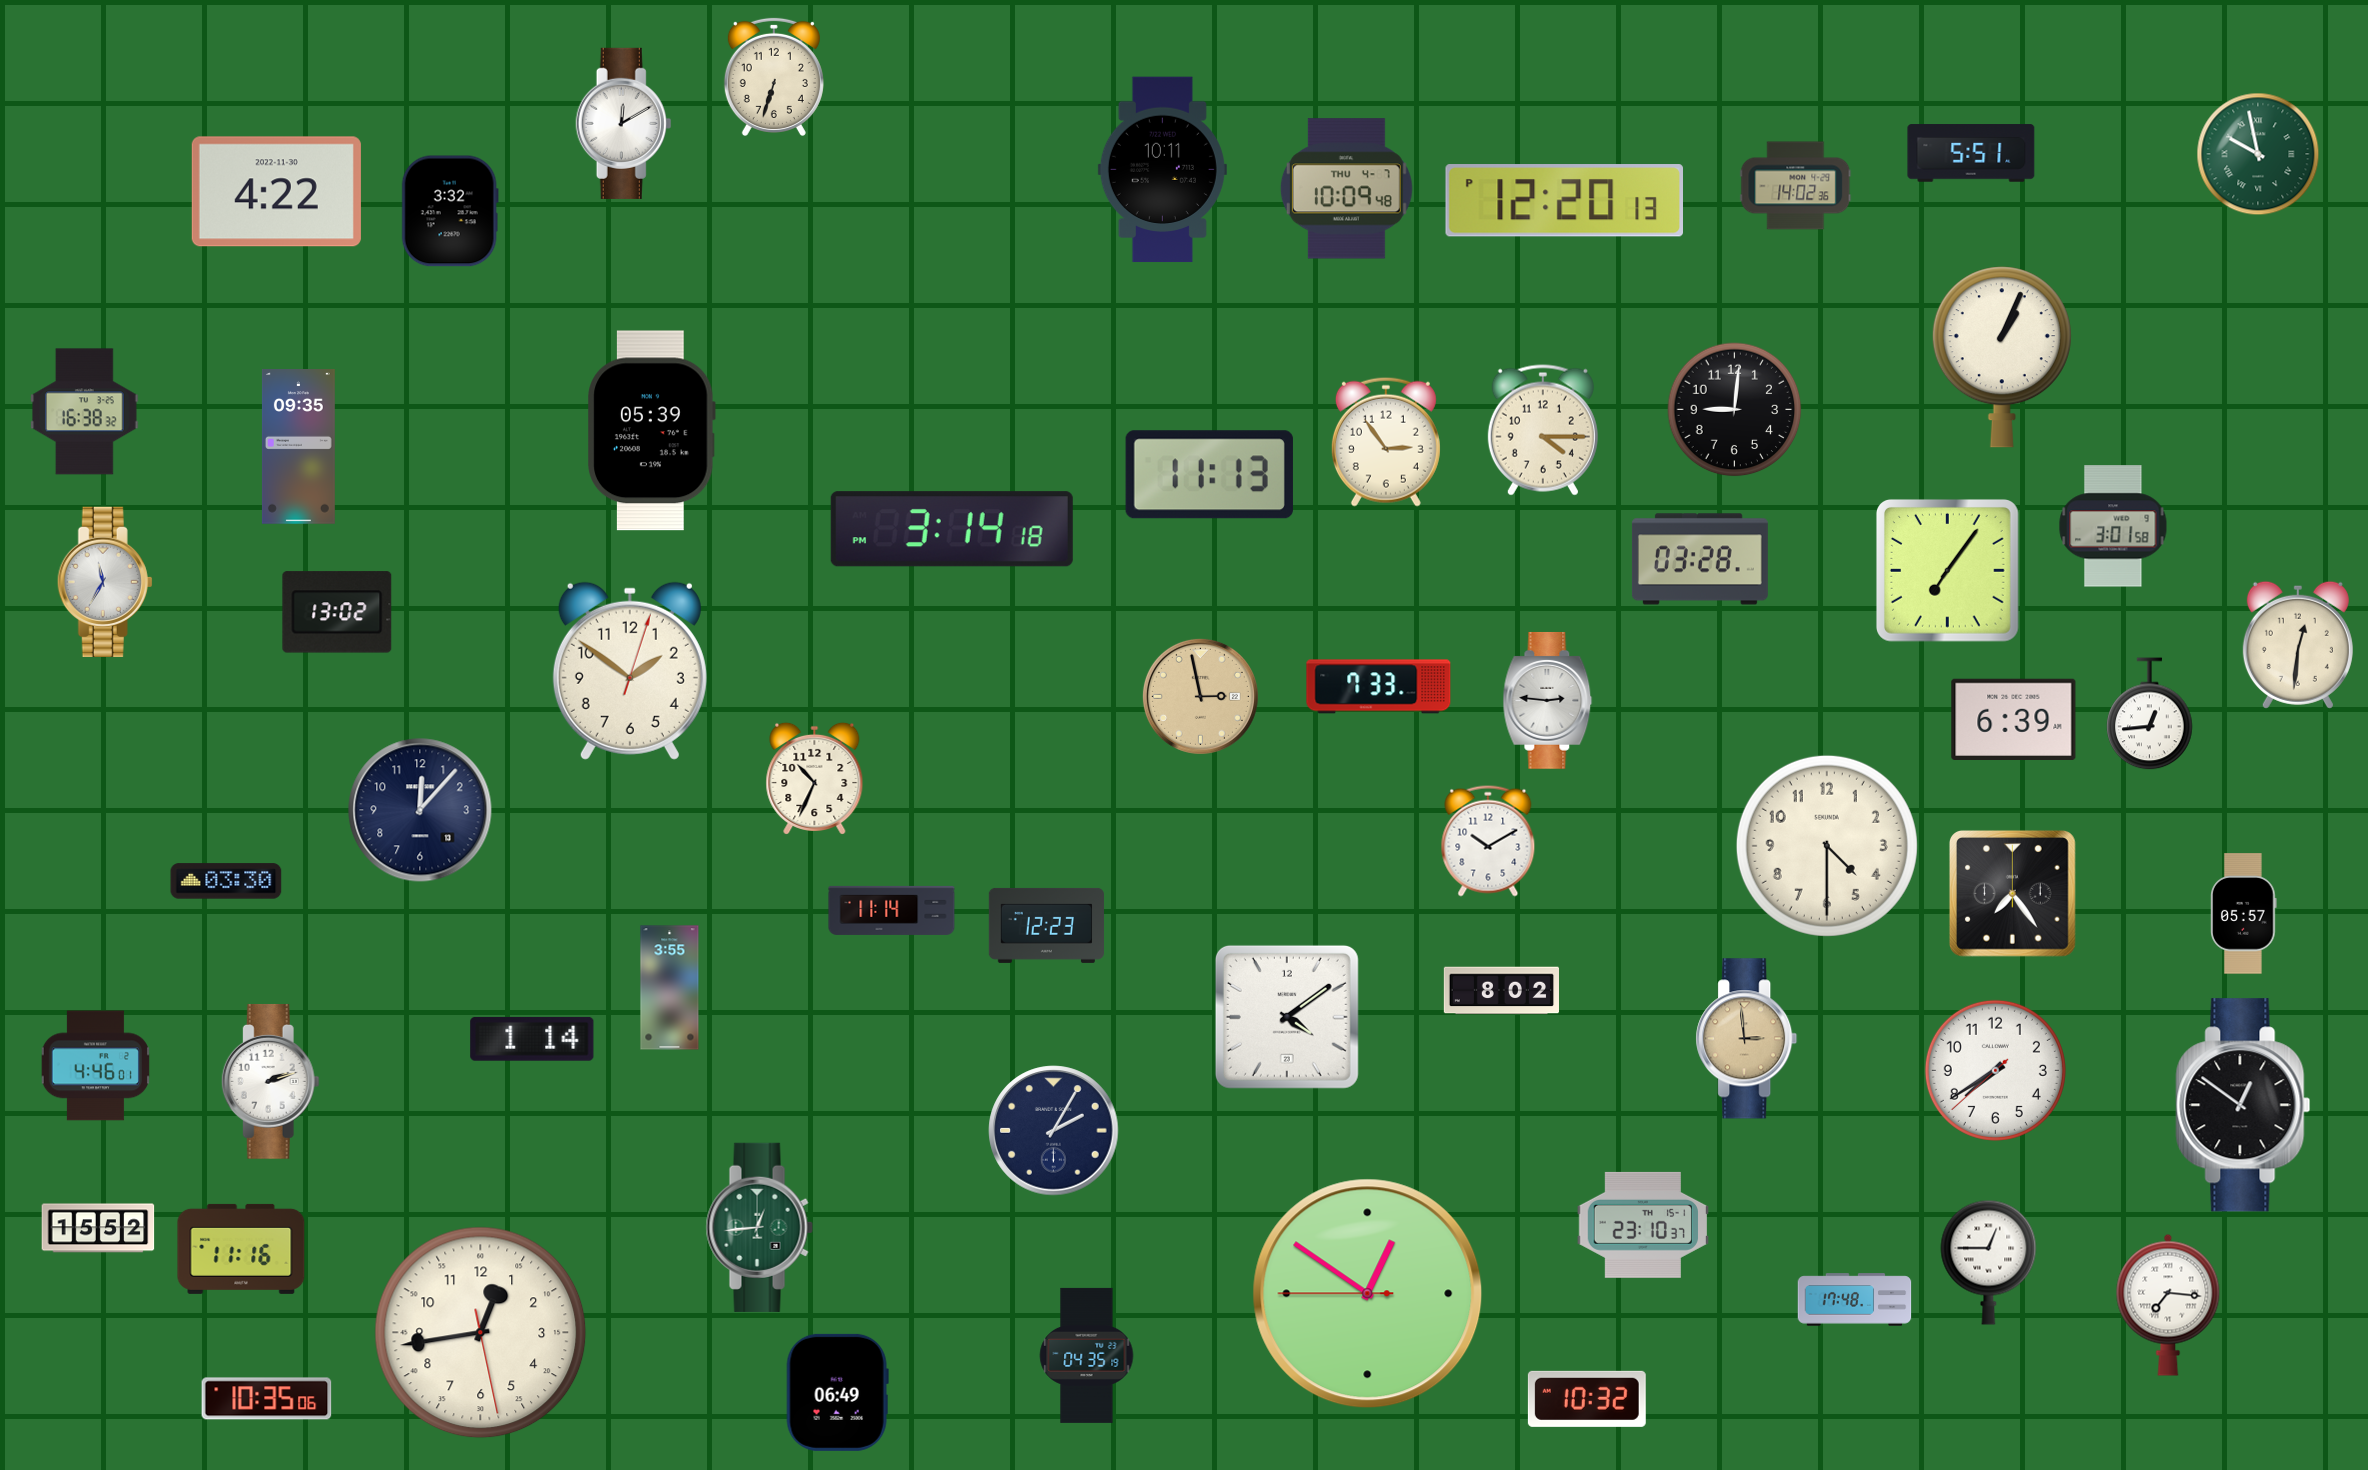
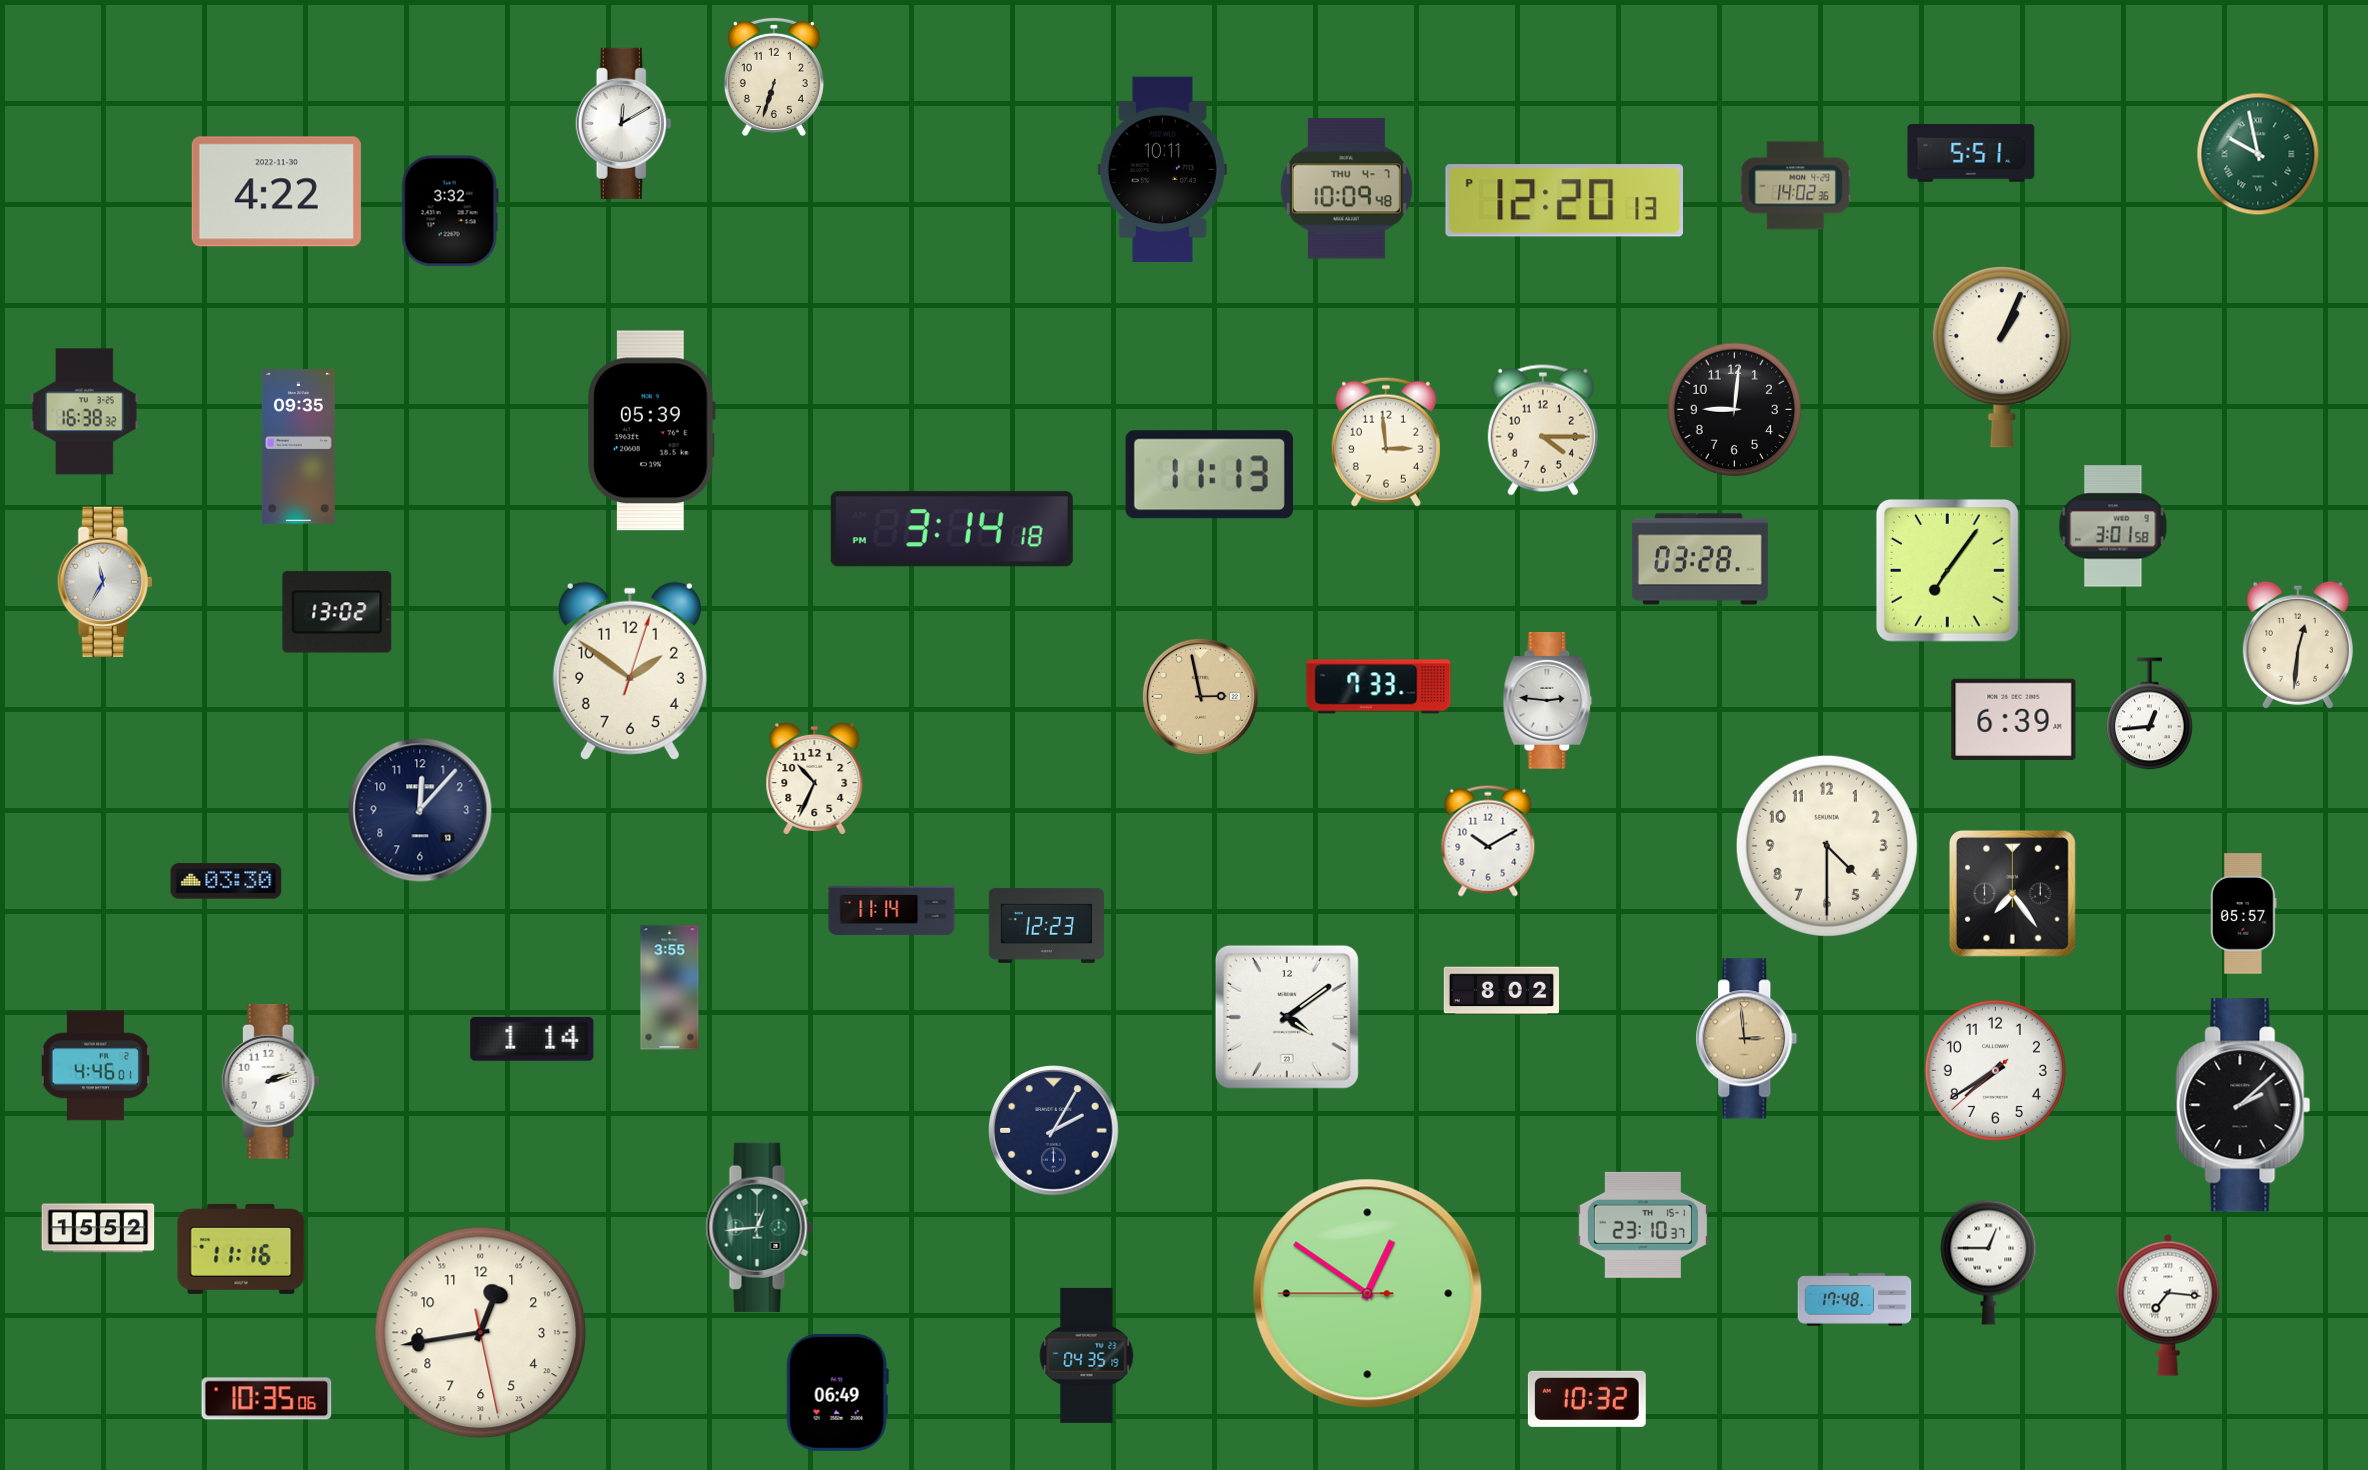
clock at (1386, 442): 2:54 -> 2:59
clock at (2243, 1105): 12:51 -> 2:08
